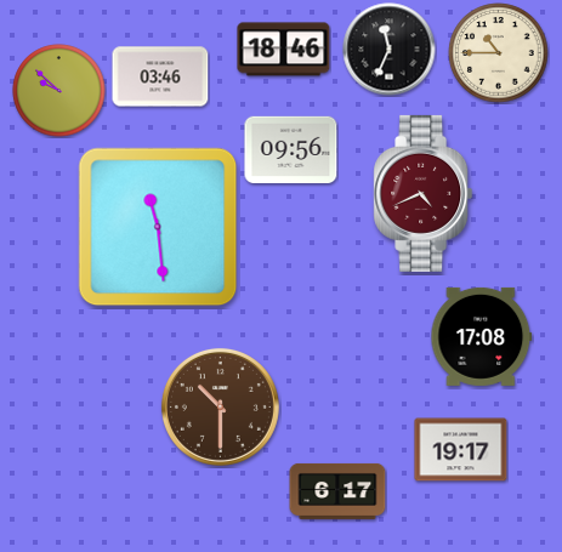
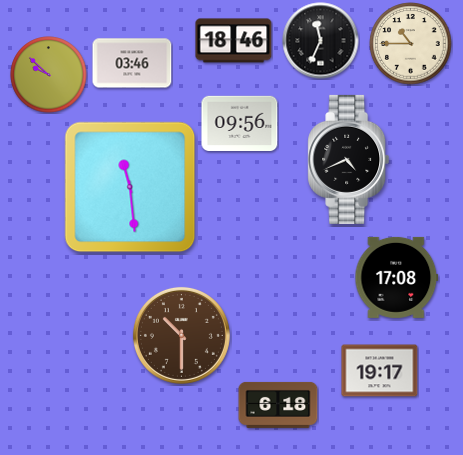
clock at (424, 193) dial: burgundy -> black
clock at (337, 491): 6:17 -> 6:18
